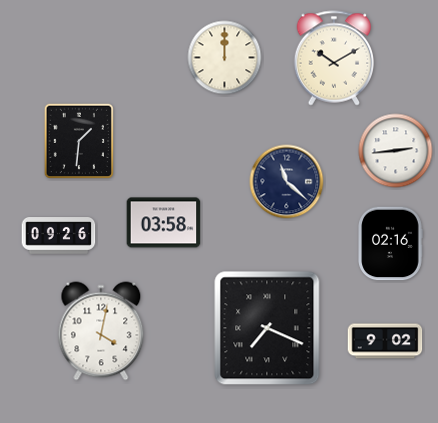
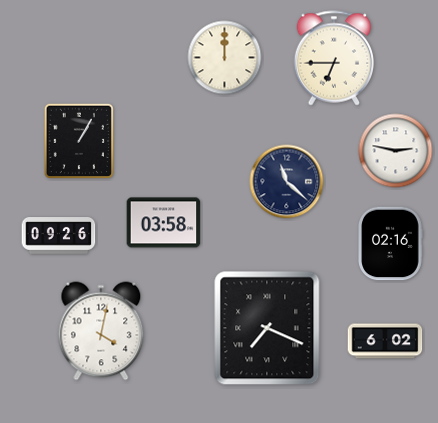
clock at (334, 58): 10:10 -> 6:45
clock at (78, 140): 1:31 -> 1:05
clock at (396, 151): 2:44 -> 2:47
clock at (385, 341): 9:02 -> 6:02
